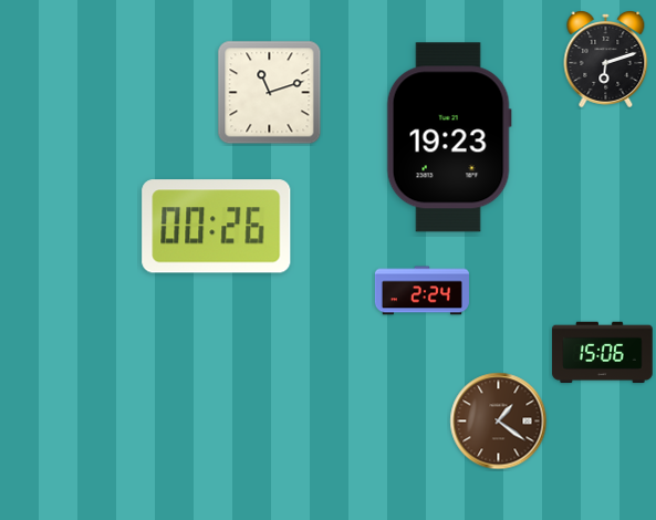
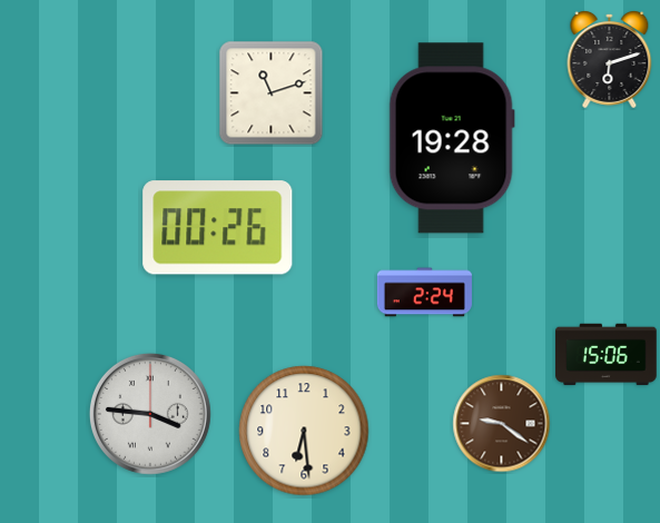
clock at (449, 137): 19:23 -> 19:28
clock at (150, 414): none -> 3:46
clock at (499, 422): 1:21 -> 9:21
clock at (304, 431): none -> 6:29
